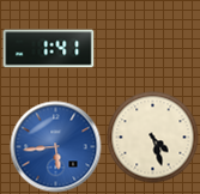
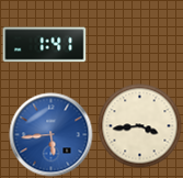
clock at (153, 138): 4:27 -> 3:44
